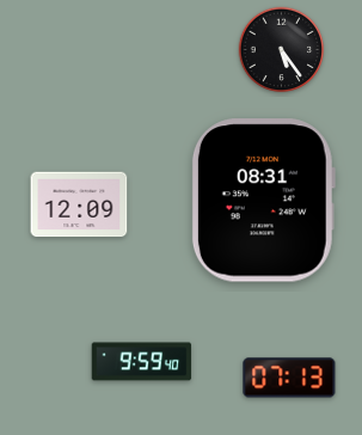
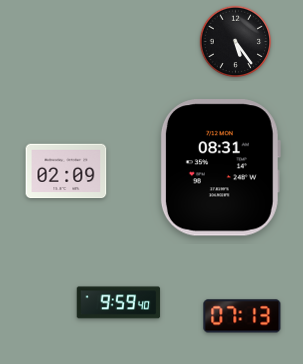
clock at (79, 204): 12:09 -> 02:09
